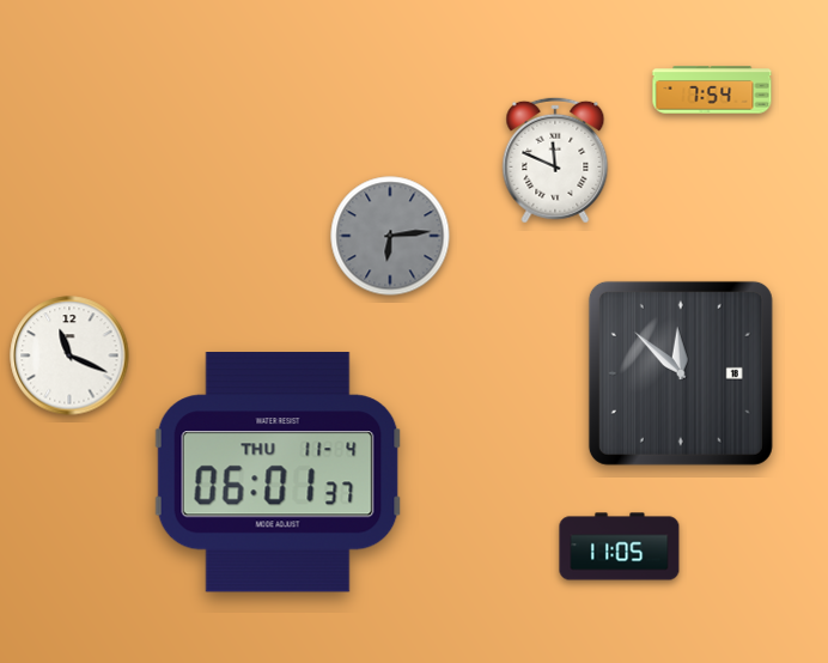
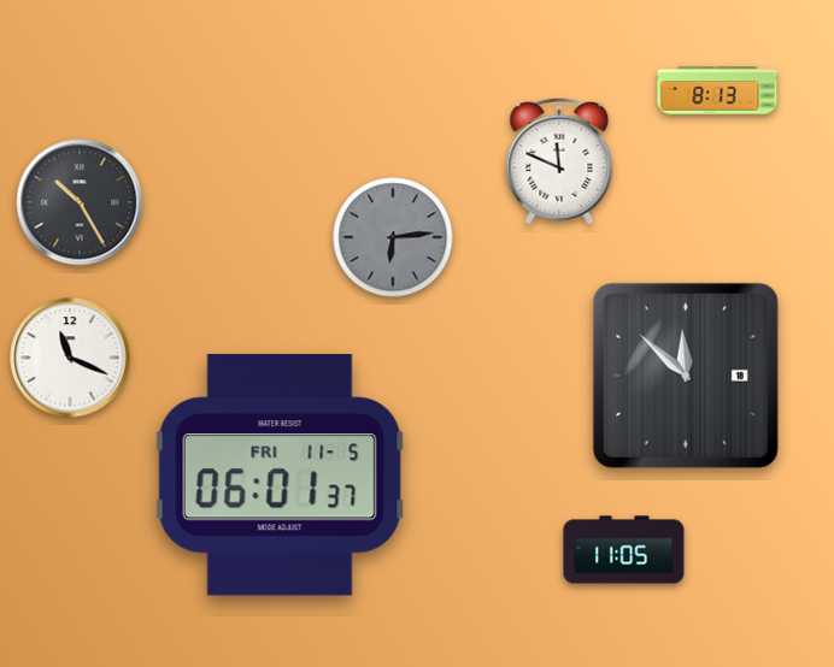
clock at (712, 90): 7:54 -> 8:13
clock at (80, 202): none -> 10:25
clock at (279, 473) date: THU 11-4 -> FRI 11-5
